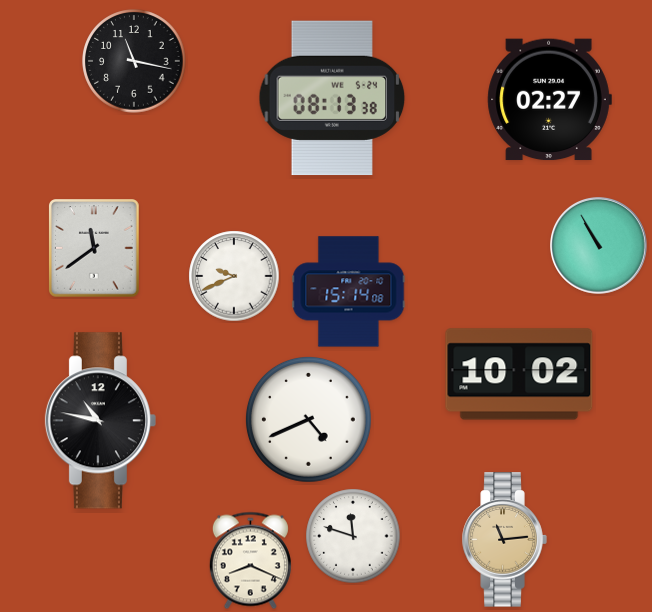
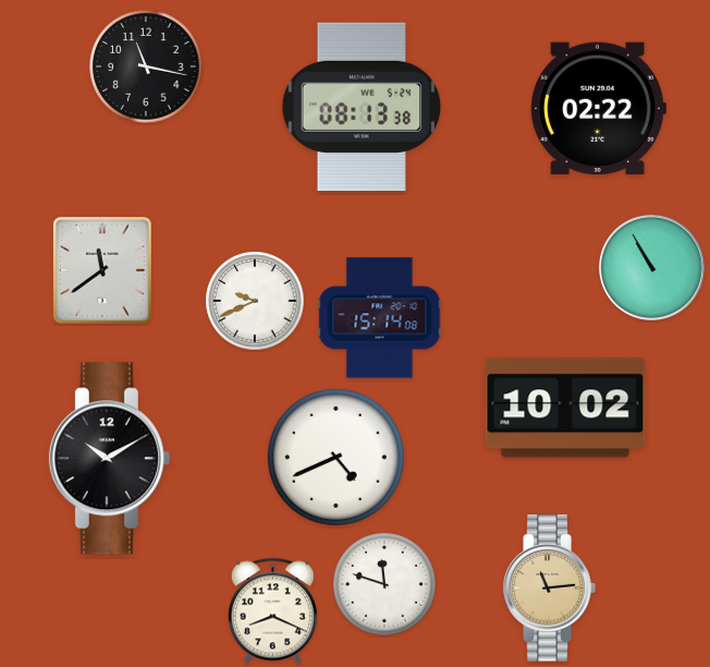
clock at (549, 100): 02:27 -> 02:22
clock at (100, 421): 10:47 -> 10:10
